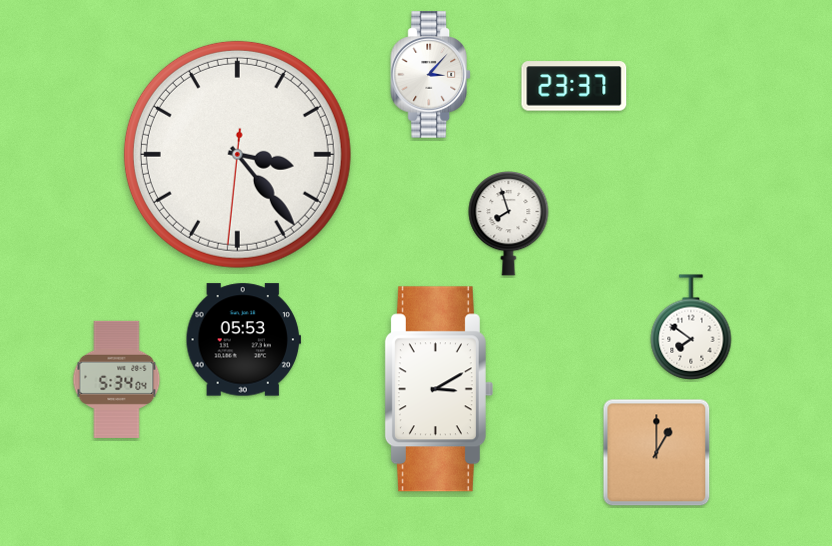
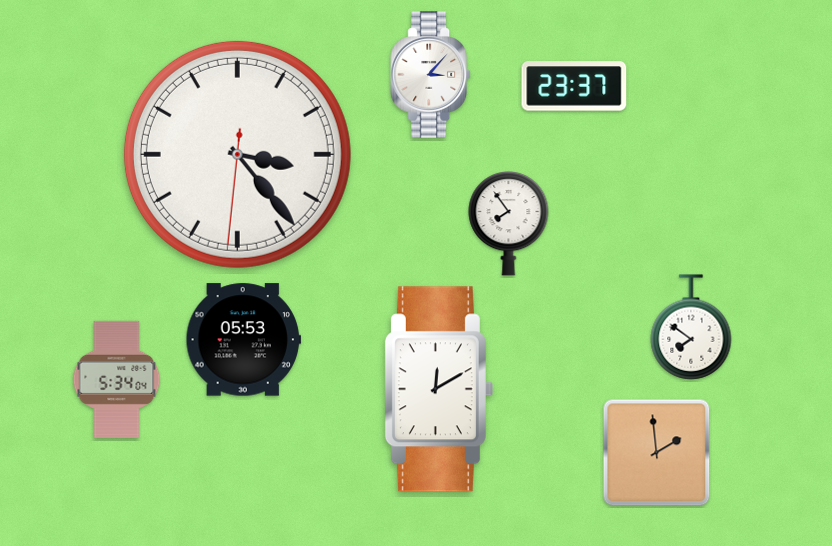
clock at (509, 224): 7:57 -> 7:54
clock at (439, 389): 3:10 -> 12:10
clock at (657, 453): 1:00 -> 1:59
